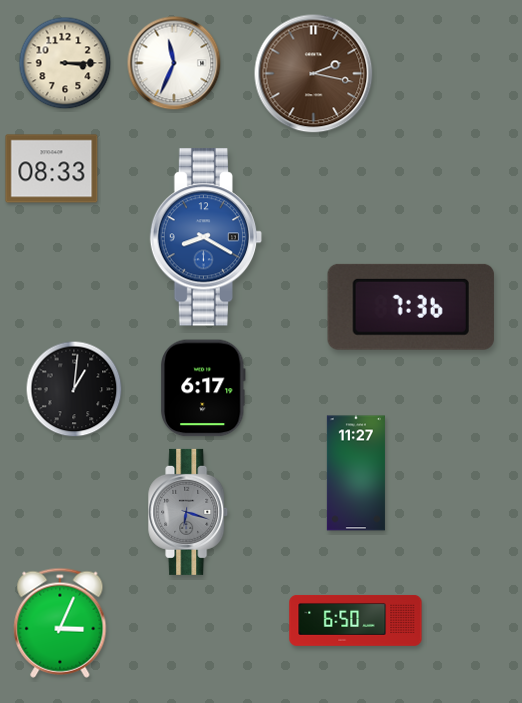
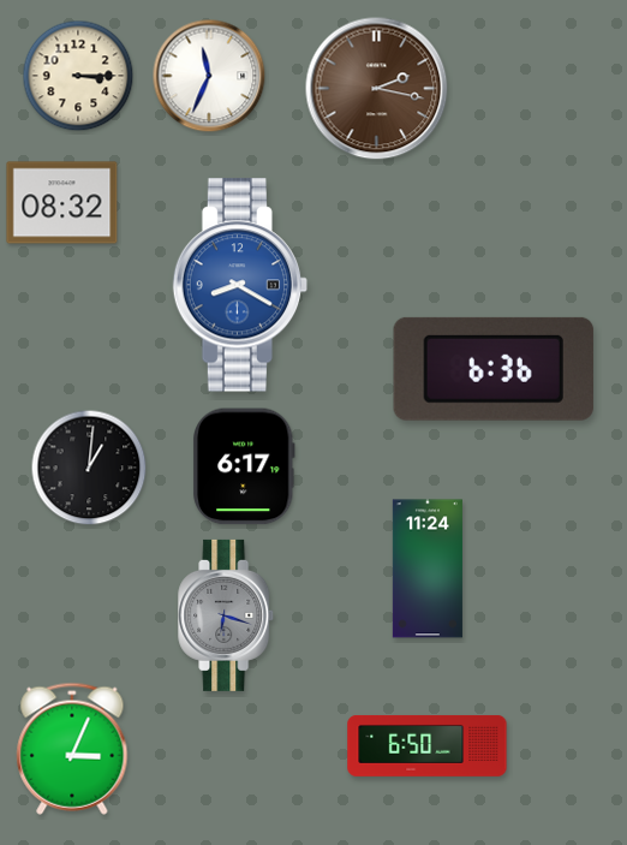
clock at (52, 169): 08:33 -> 08:32
clock at (206, 237) position: (206, 237) -> (240, 285)
clock at (411, 307): 7:36 -> 6:36
clock at (356, 473): 11:27 -> 11:24
